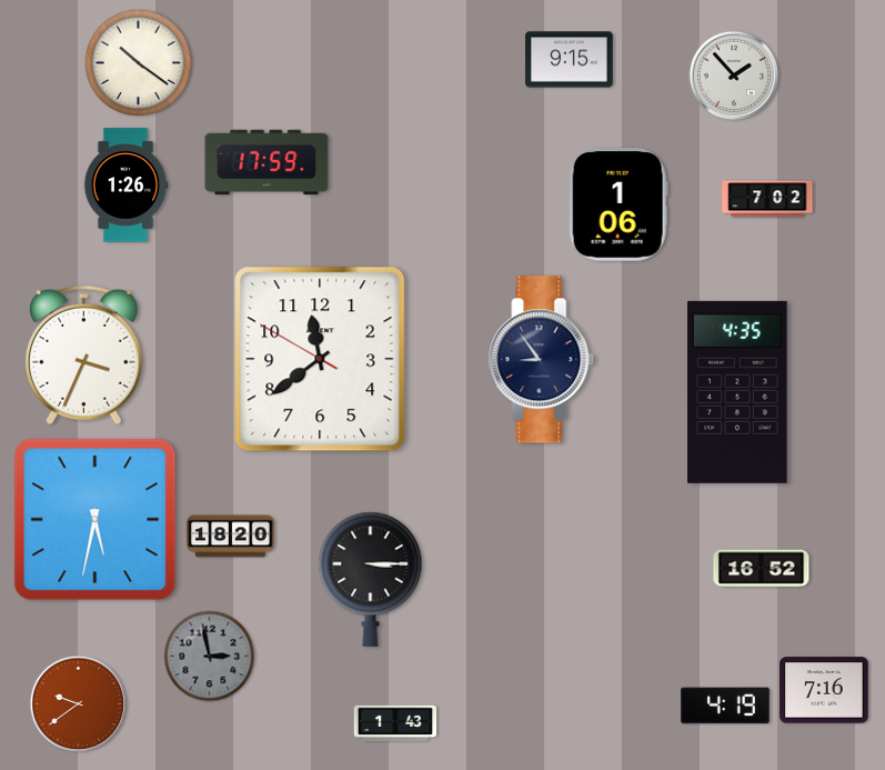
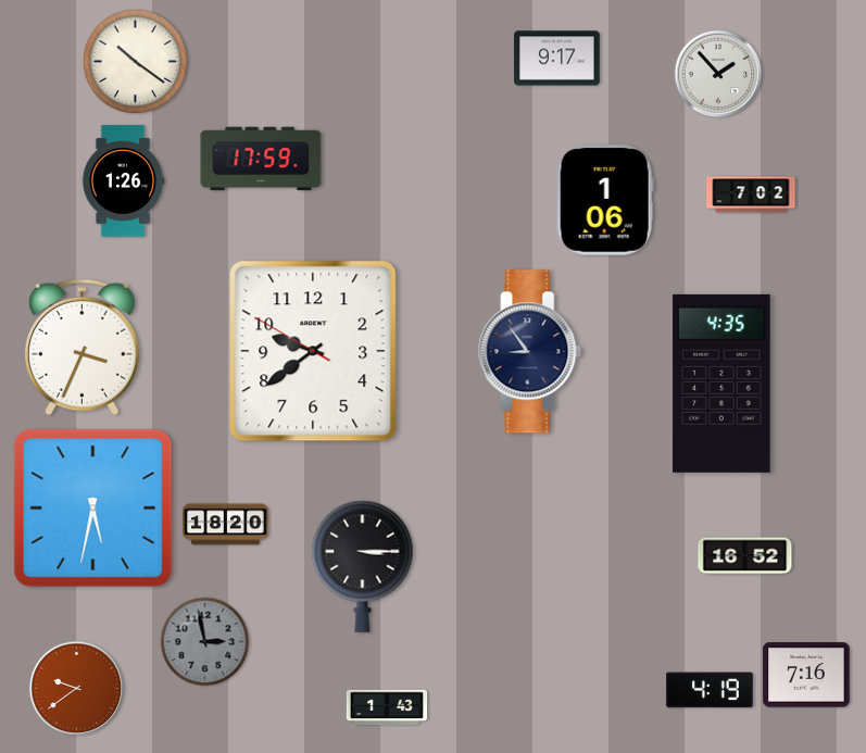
clock at (570, 60): 9:15 -> 9:17
clock at (320, 359): 11:38 -> 9:38
